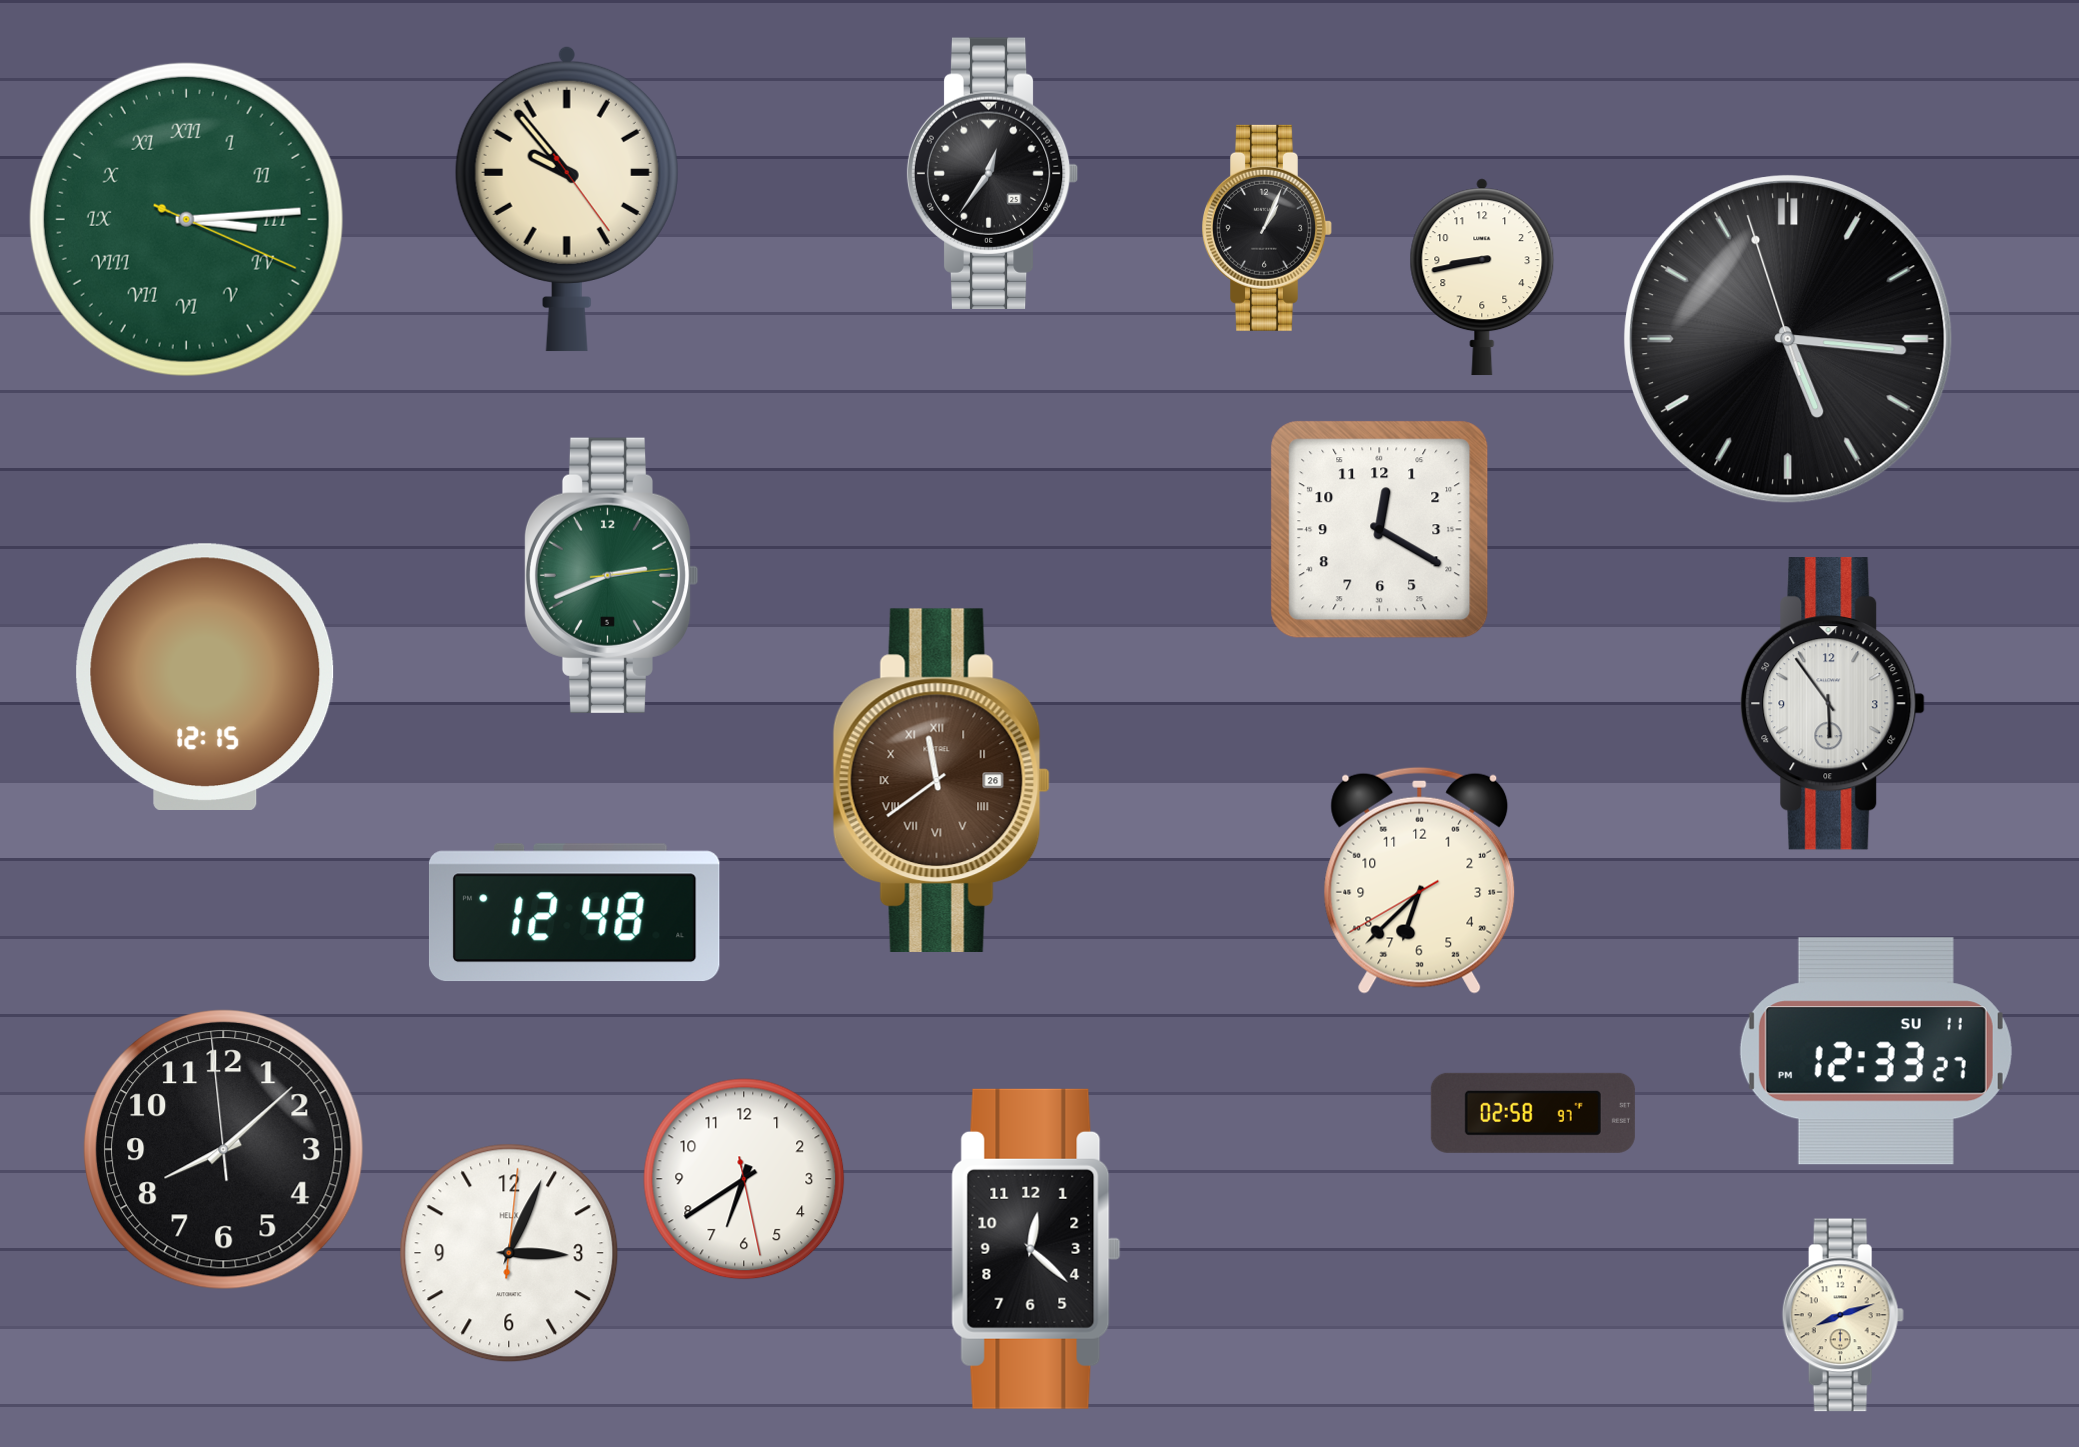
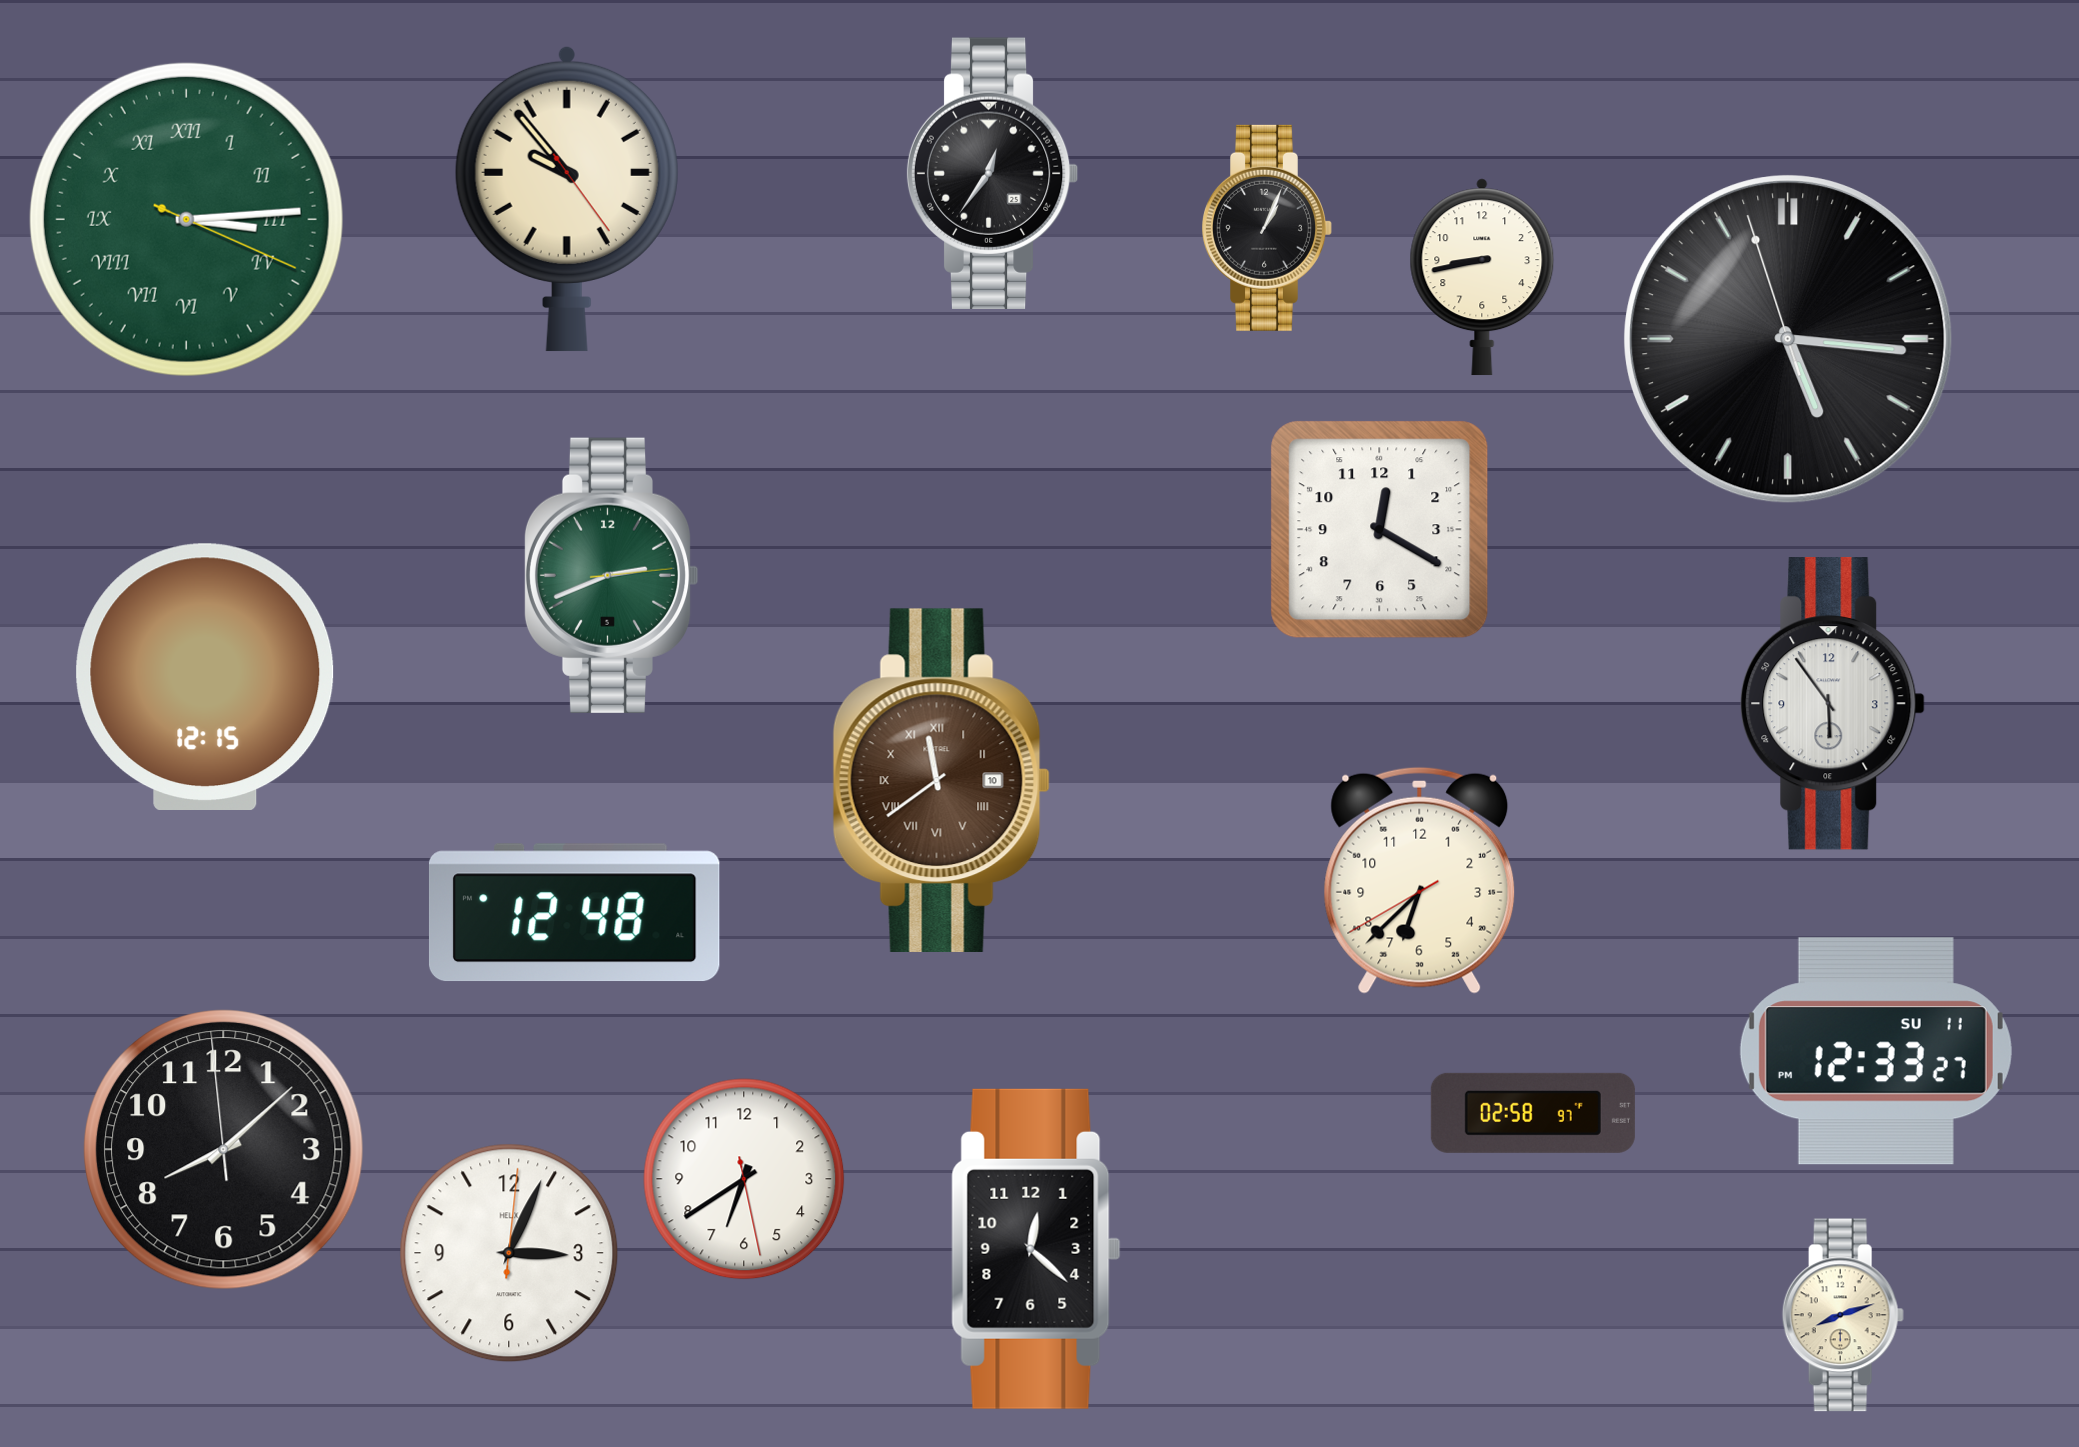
clock at (941, 780) date: 26 -> 10
